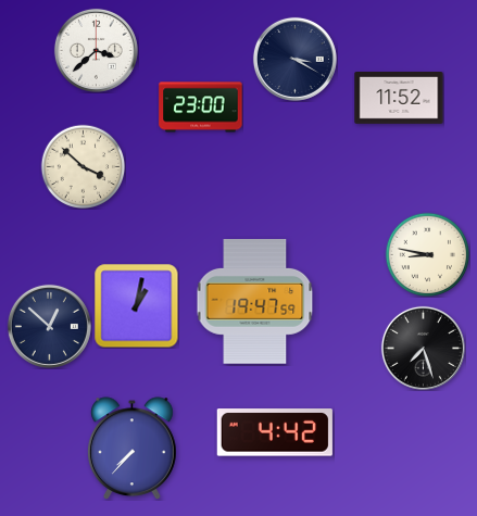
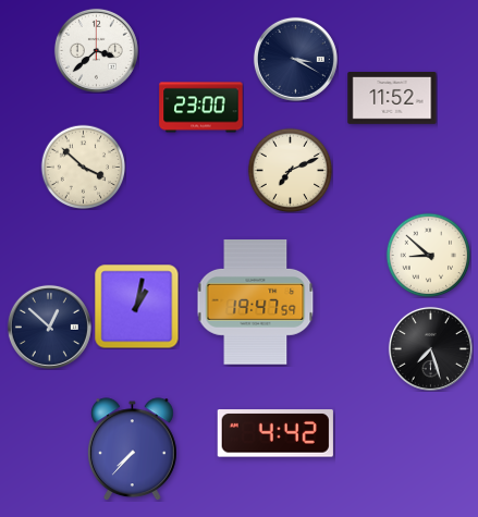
clock at (399, 99) position: (399, 99) -> (392, 99)
clock at (290, 170): none -> 7:11
clock at (427, 254): 8:47 -> 8:52
clock at (423, 348) position: (423, 348) -> (430, 348)
